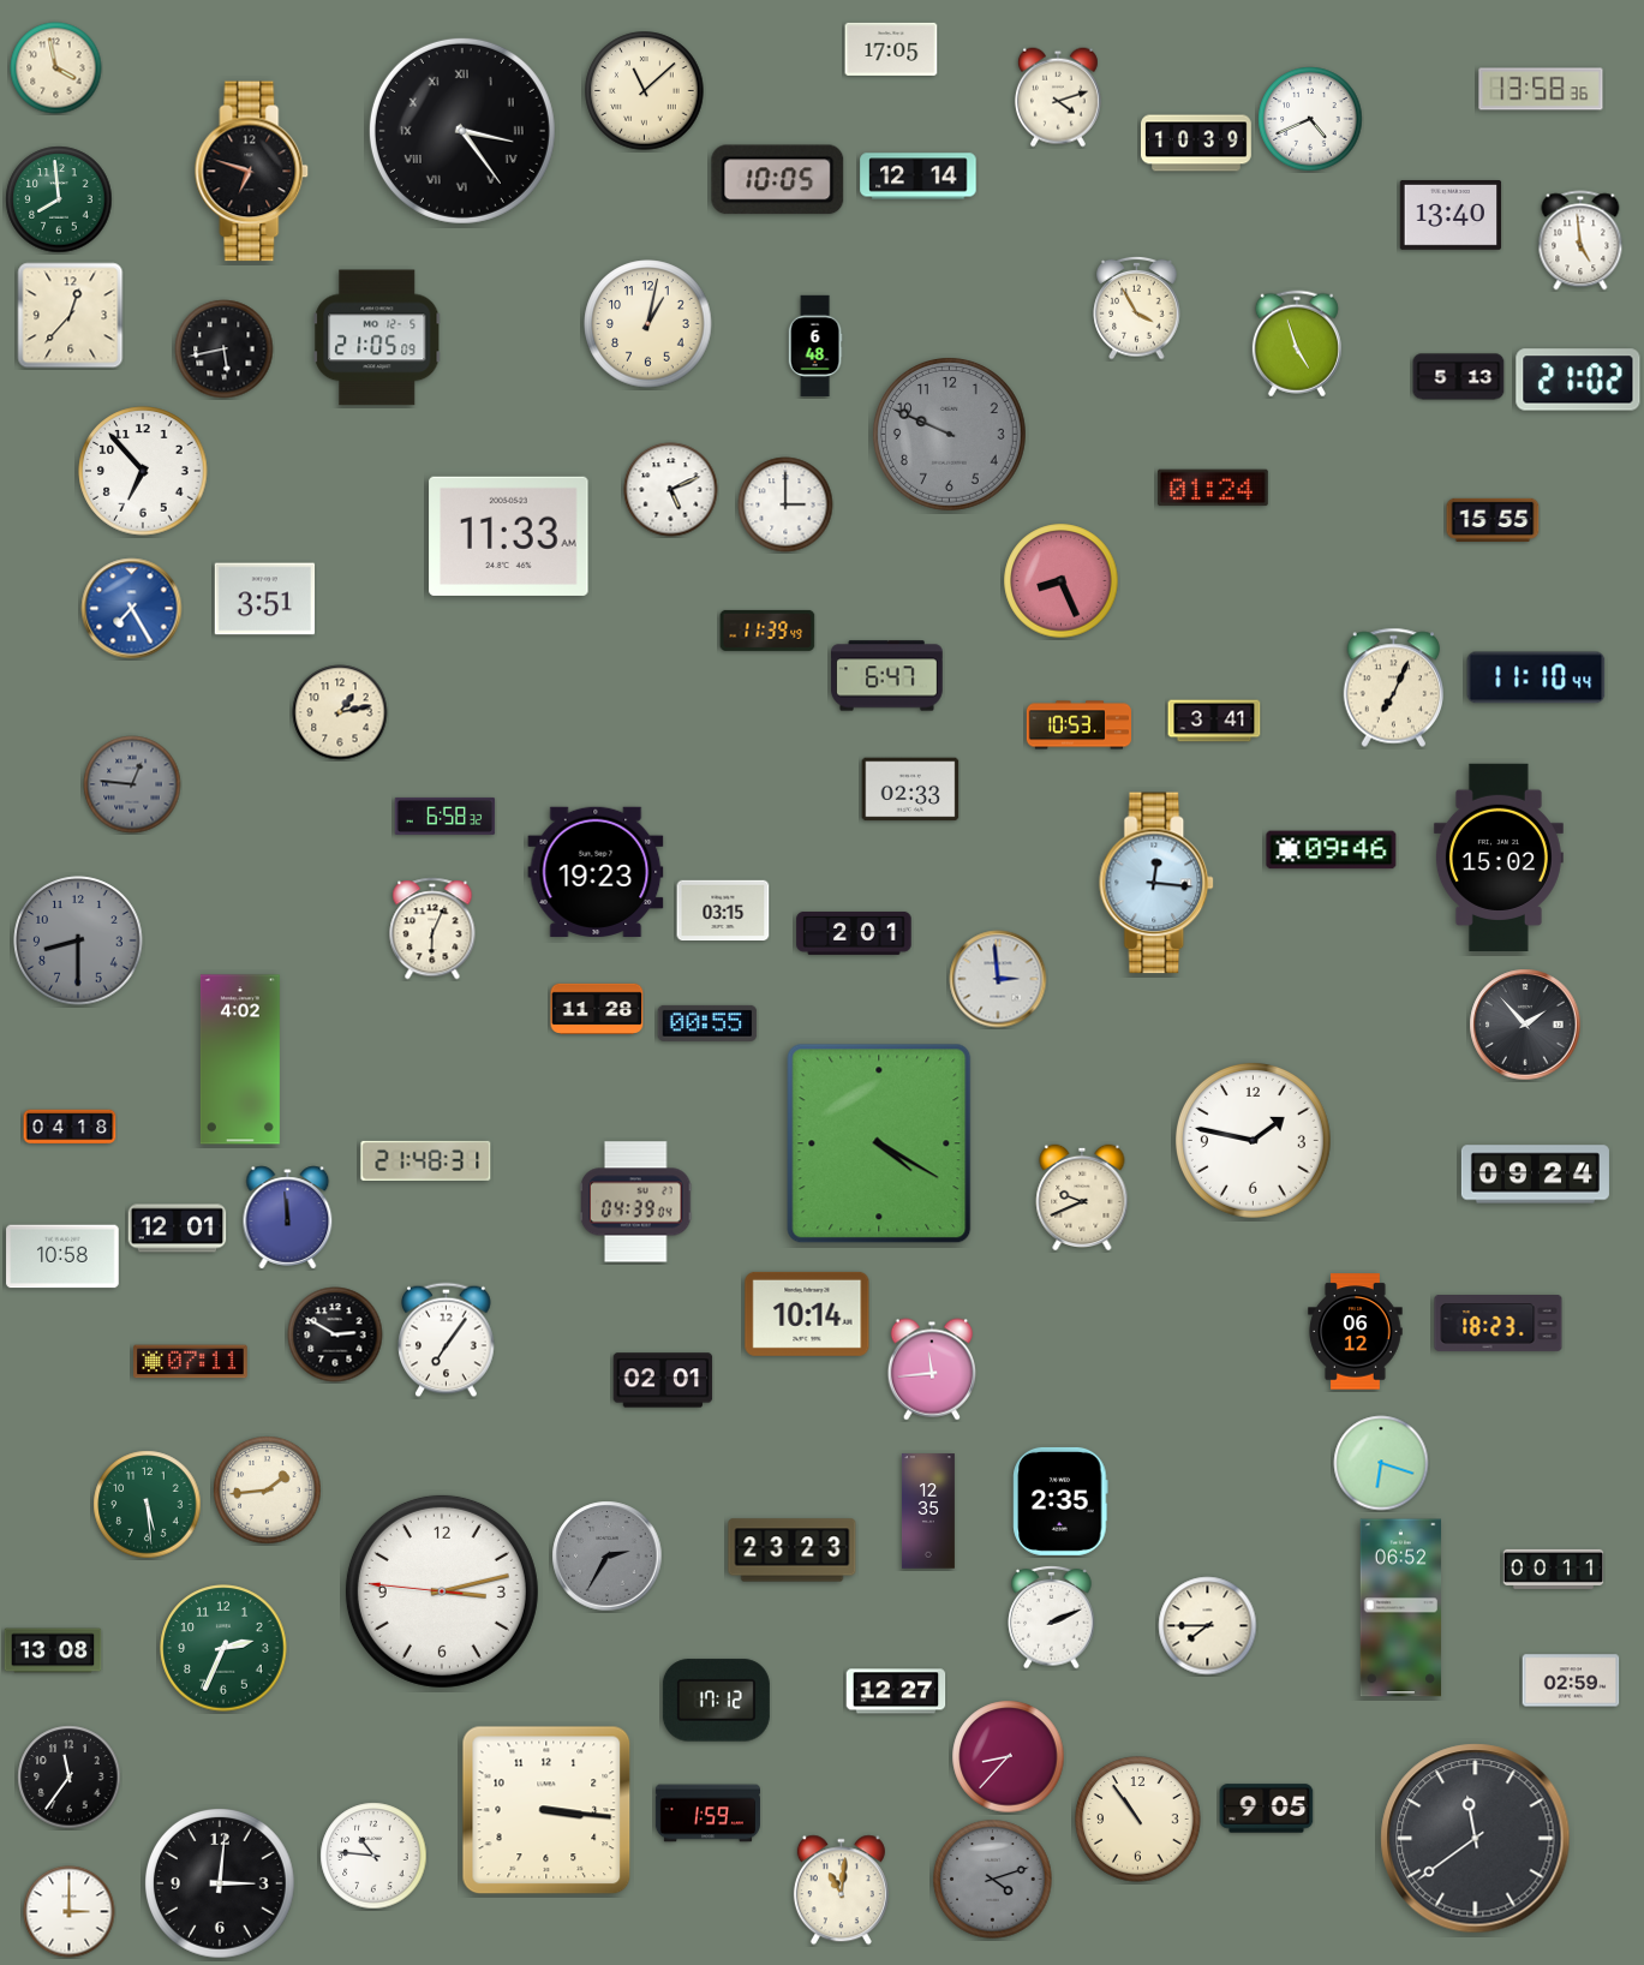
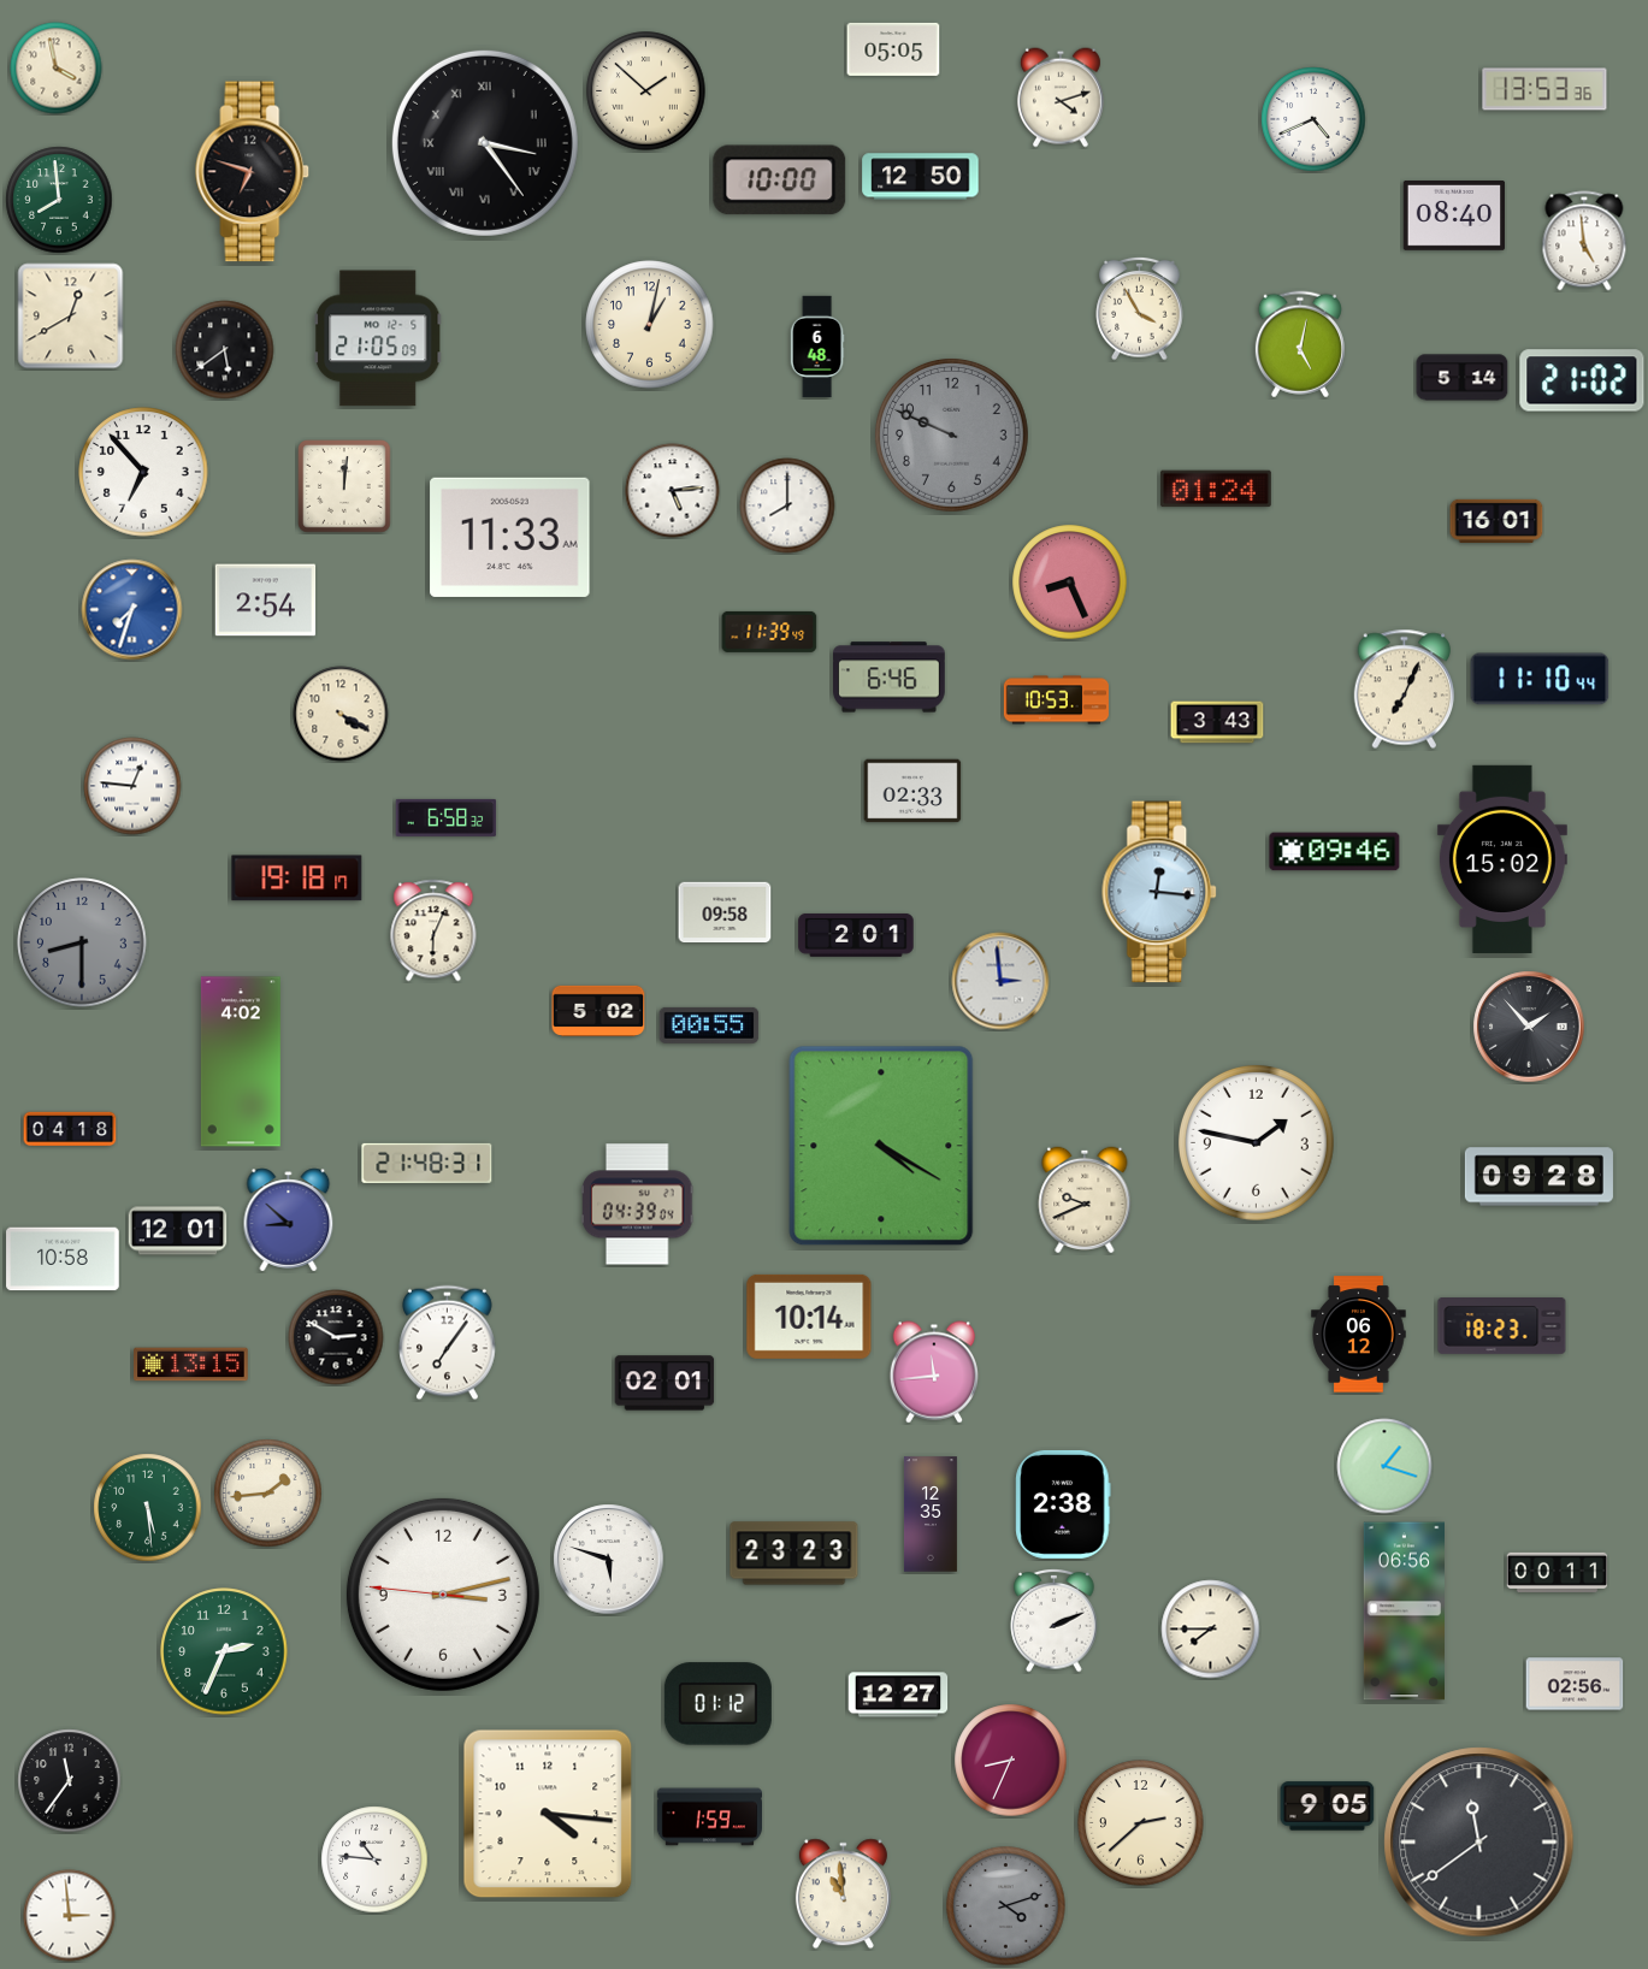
clock at (891, 49): 17:05 -> 05:05
clock at (1541, 89): 13:58 -> 13:53
clock at (645, 91): 11:08 -> 1:52
clock at (462, 131) position: (462, 131) -> (485, 143)
clock at (1197, 143): 10:39 -> none
clock at (919, 177): 12:14 -> 12:50
clock at (778, 180): 10:05 -> 10:00
clock at (1451, 216): 13:40 -> 08:40
clock at (71, 316): 12:37 -> 12:40
clock at (1297, 344): 4:57 -> 5:02
clock at (225, 350): 5:43 -> 5:39
clock at (1459, 377): 5:13 -> 5:14
clock at (345, 487): none -> 12:01
clock at (671, 490): 5:11 -> 5:14
clock at (785, 504): 3:00 -> 8:00
clock at (1493, 519): 15:55 -> 16:01
clock at (1062, 581) position: (1062, 581) -> (1070, 583)
clock at (265, 599): 3:51 -> 2:54
clock at (132, 609): 7:25 -> 7:33
clock at (887, 676): 6:47 -> 6:46
clock at (1393, 688) position: (1393, 688) -> (1404, 690)
clock at (340, 712): 1:13 -> 4:20
clock at (1214, 721): 3:41 -> 3:43
clock at (1078, 725) position: (1078, 725) -> (1056, 700)
clock at (132, 784) dial: grey -> white
clock at (596, 871): 19:23 -> none
clock at (297, 879): none -> 19:18
clock at (1158, 883) position: (1158, 883) -> (1160, 892)
clock at (723, 910): 03:15 -> 09:58
clock at (78, 940) position: (78, 940) -> (82, 942)
clock at (597, 1009): 11:28 -> 5:02
clock at (1535, 1175): 09:24 -> 09:28
clock at (288, 1218): 11:59 -> 8:52
clock at (191, 1362): 07:11 -> 13:15
clock at (1381, 1463): 6:18 -> 1:18
clock at (1060, 1501): 2:35 -> 2:38
clock at (608, 1557): 2:35 -> 5:48
clock at (608, 1557) dial: grey -> white
clock at (1400, 1608): 06:52 -> 06:56
clock at (53, 1650): 13:08 -> none
clock at (1571, 1680): 02:59 -> 02:56
clock at (716, 1701): 17:12 -> 01:12
clock at (1009, 1757): 8:37 -> 8:34
clock at (1267, 1809) position: (1267, 1809) -> (1328, 1807)
clock at (546, 1810): 3:16 -> 4:16
clock at (1138, 1820): 10:54 -> 2:38
clock at (993, 1880) position: (993, 1880) -> (1006, 1906)
clock at (221, 1885): 3:01 -> none
clock at (841, 1891): 11:01 -> 10:59
clock at (70, 1912): 3:00 -> 2:59
